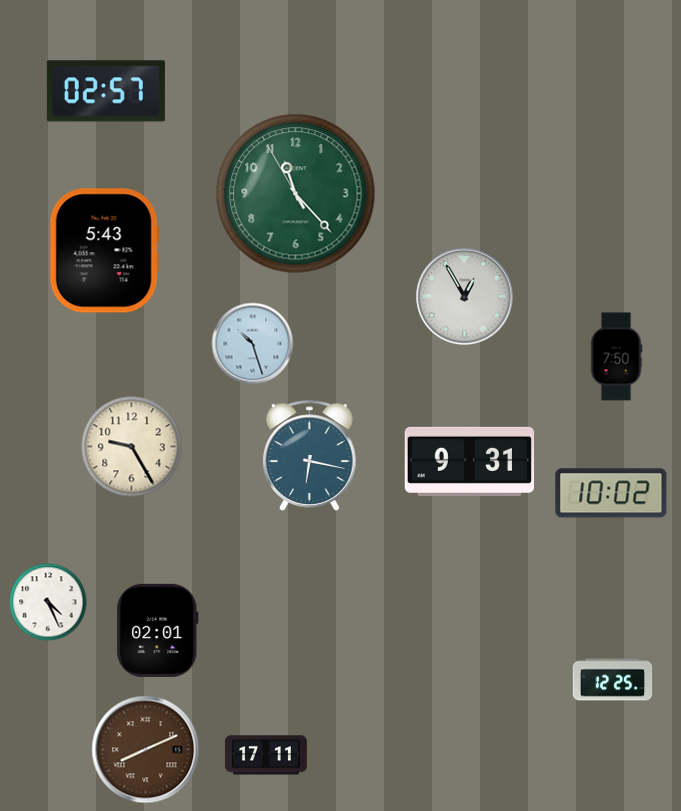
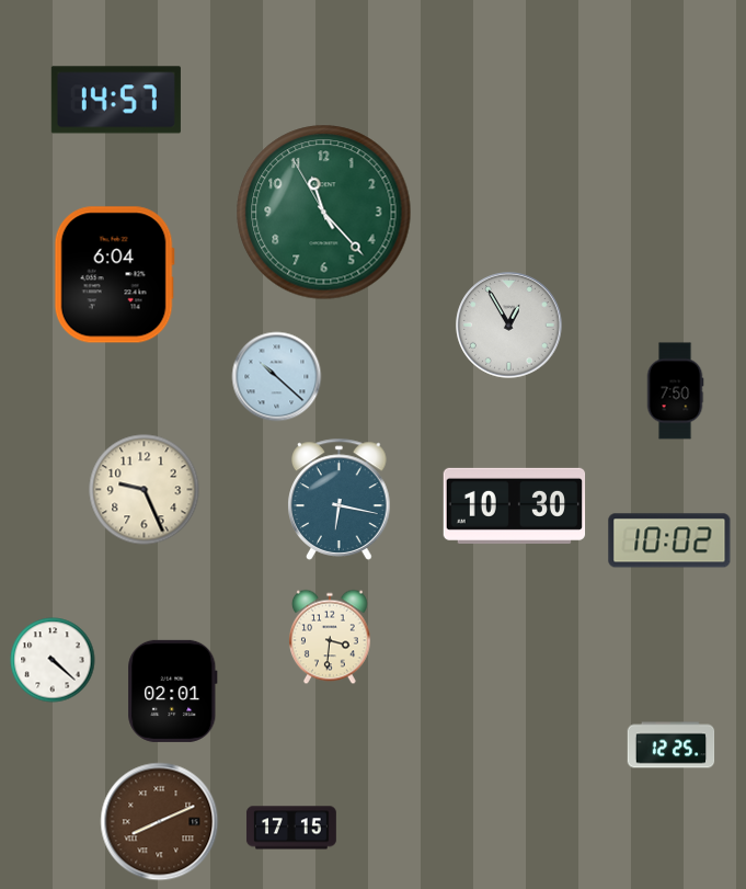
clock at (106, 91): 02:57 -> 14:57
clock at (104, 251): 5:43 -> 6:04
clock at (253, 344): 10:27 -> 10:22
clock at (132, 447): 9:25 -> 9:26
clock at (470, 461): 9:31 -> 10:30
clock at (330, 637): none -> 3:31
clock at (48, 602): 4:26 -> 4:22
clock at (266, 755): 17:11 -> 17:15
